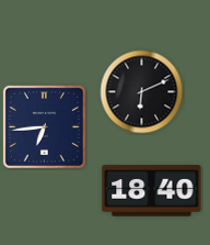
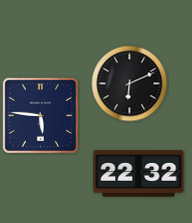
clock at (44, 126): 6:44 -> 5:46
clock at (152, 191): 18:40 -> 22:32
